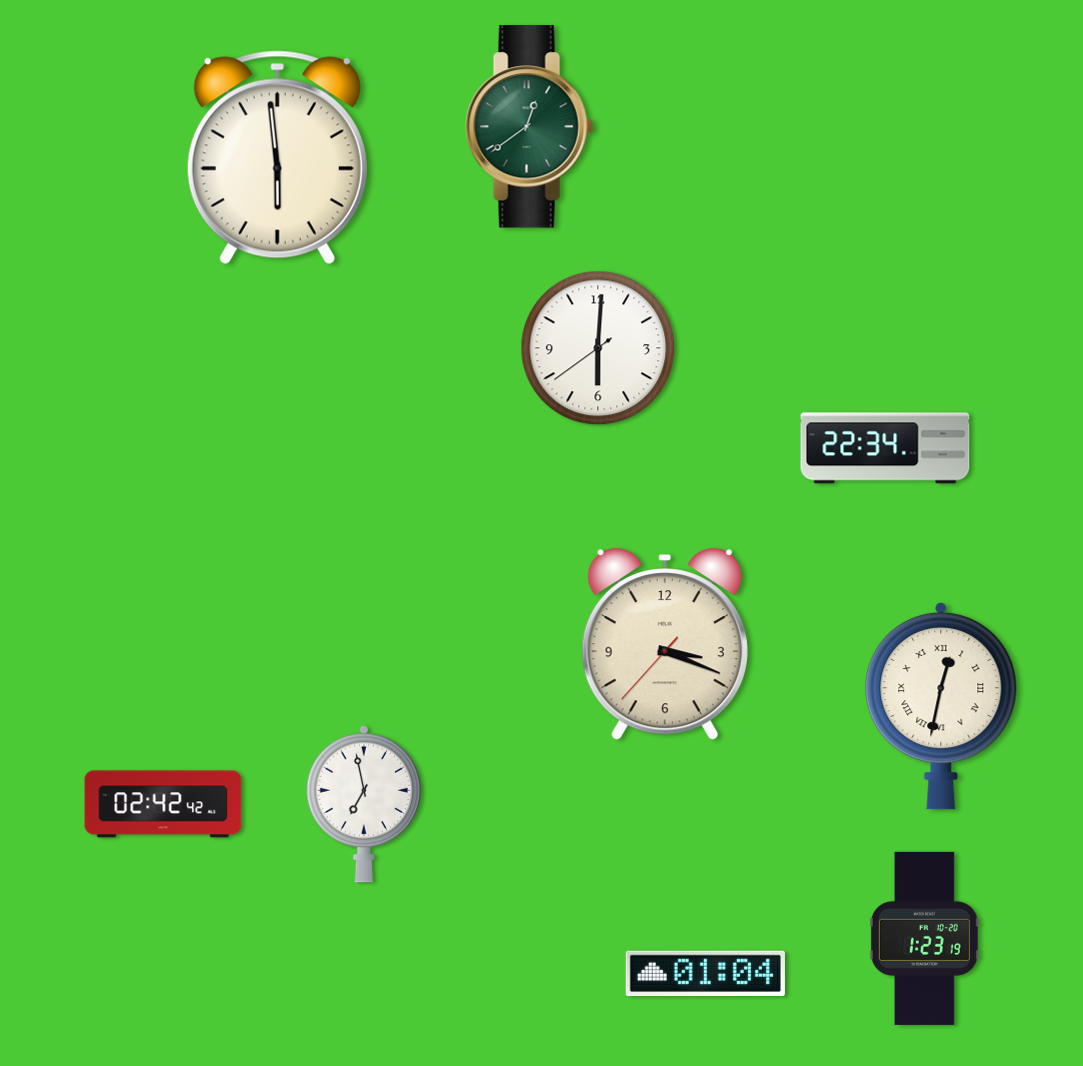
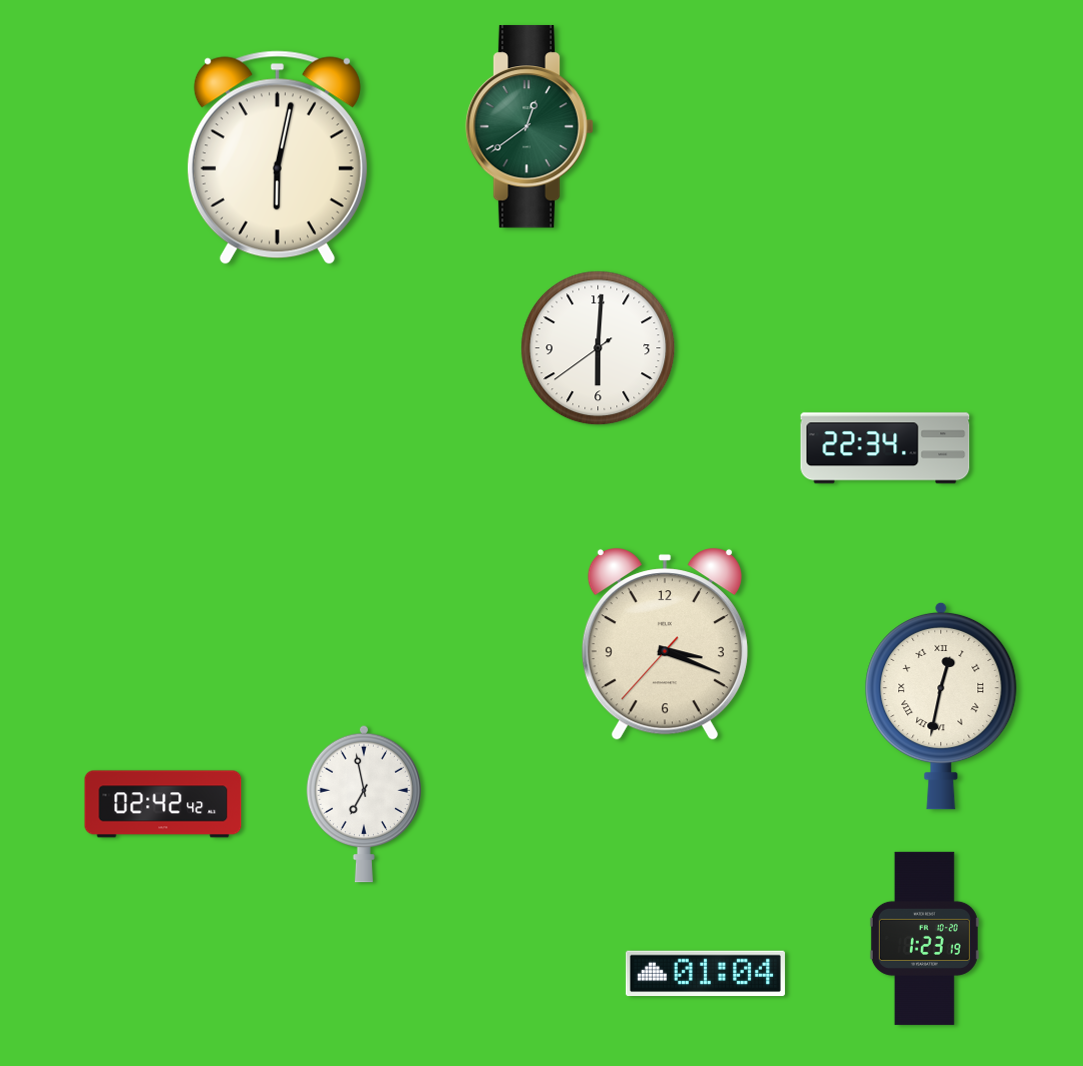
clock at (277, 158): 5:59 -> 6:02
